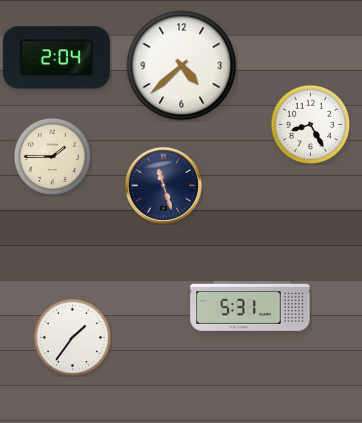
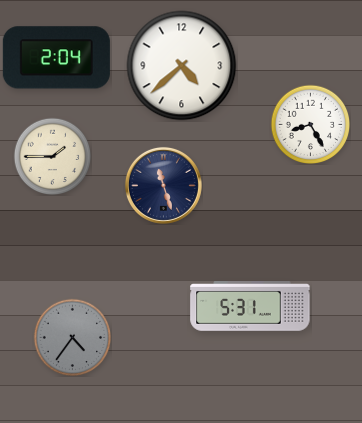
clock at (72, 337): 1:36 -> 4:36
clock at (72, 337) dial: white -> grey
